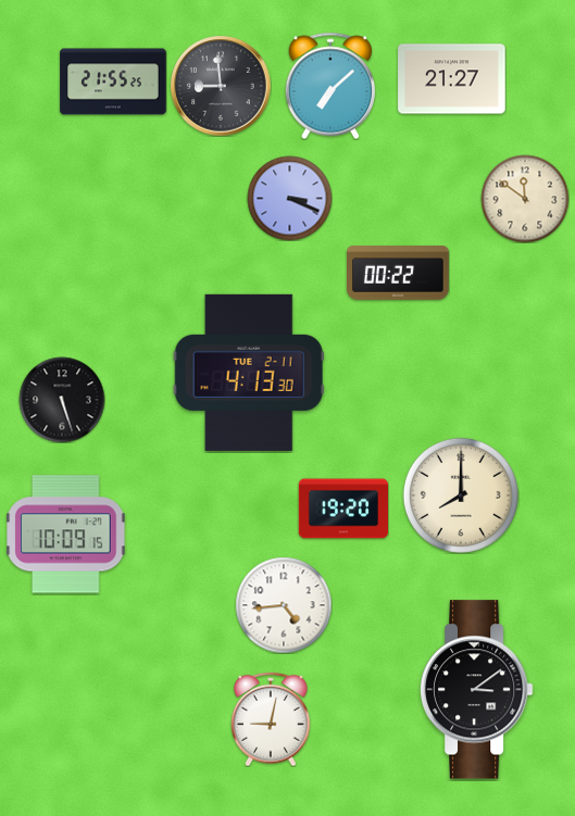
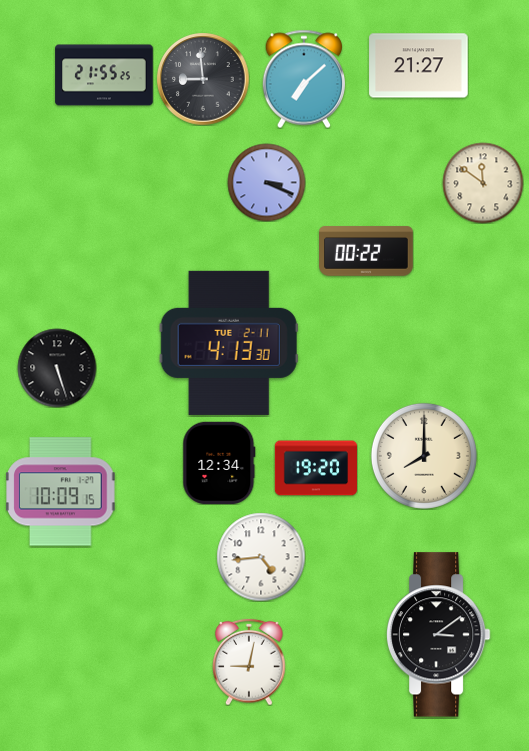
clock at (452, 79) position: (452, 79) -> (419, 66)
clock at (219, 462): none -> 12:34
